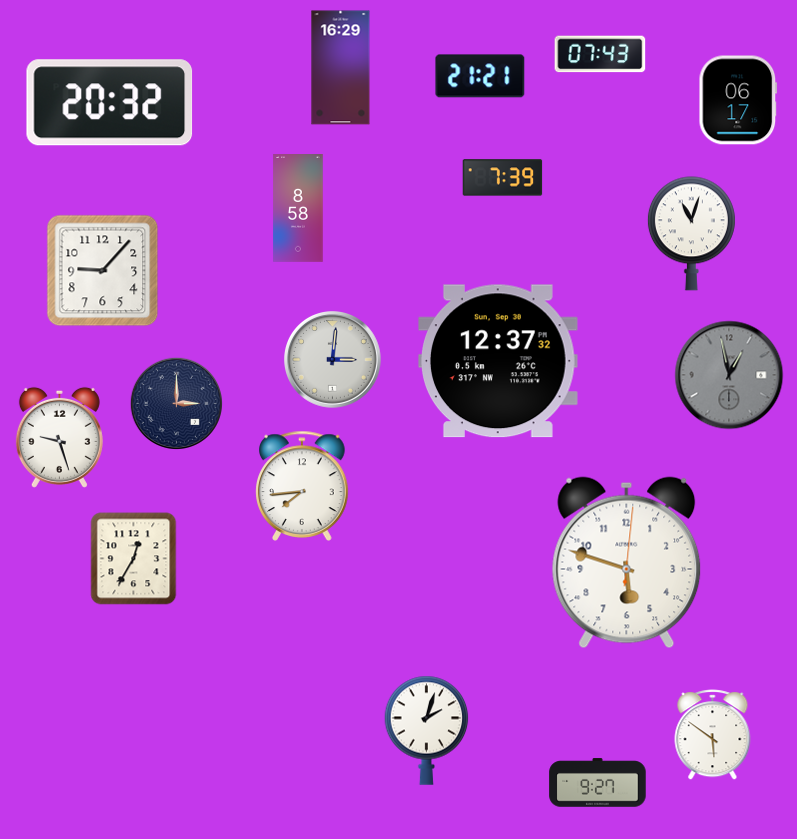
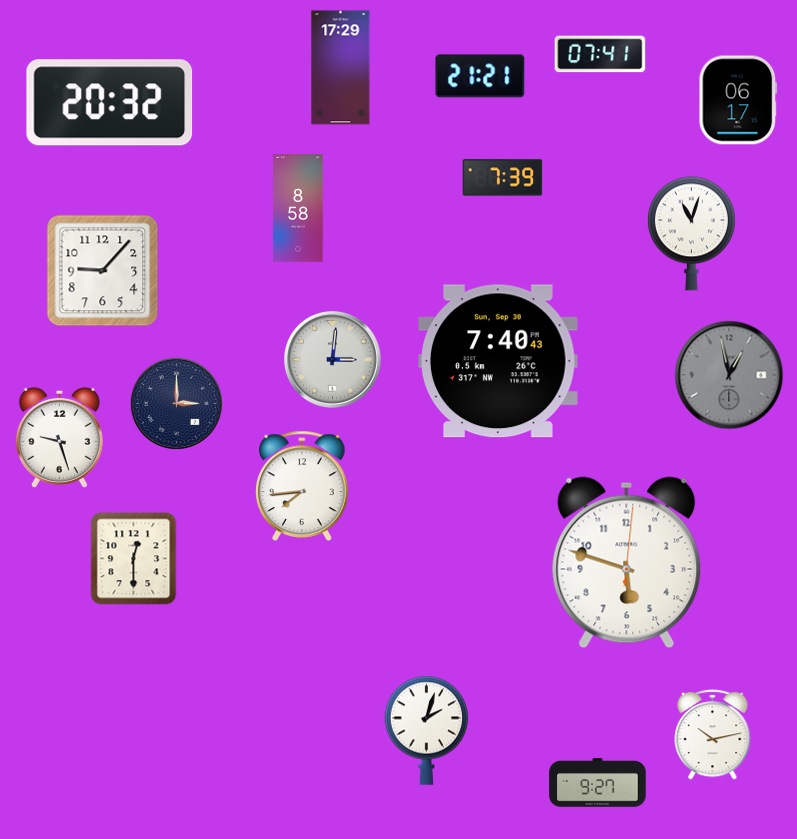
clock at (600, 54): 07:43 -> 07:41
clock at (341, 68): 16:29 -> 17:29
clock at (499, 361): 12:37 -> 7:40
clock at (134, 559): 12:35 -> 12:30
clock at (713, 735): 5:51 -> 10:13
